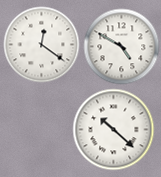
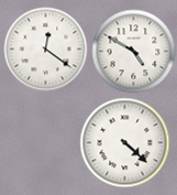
clock at (114, 130): 10:22 -> 4:22
